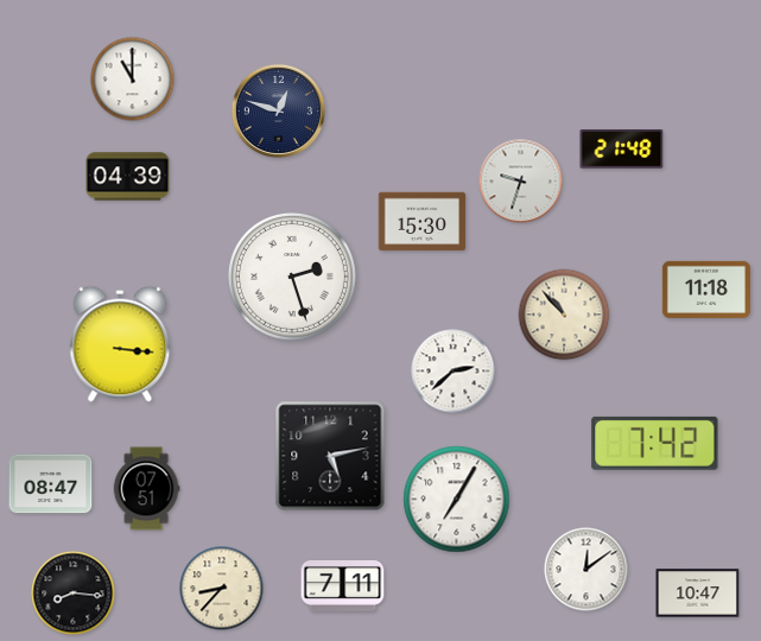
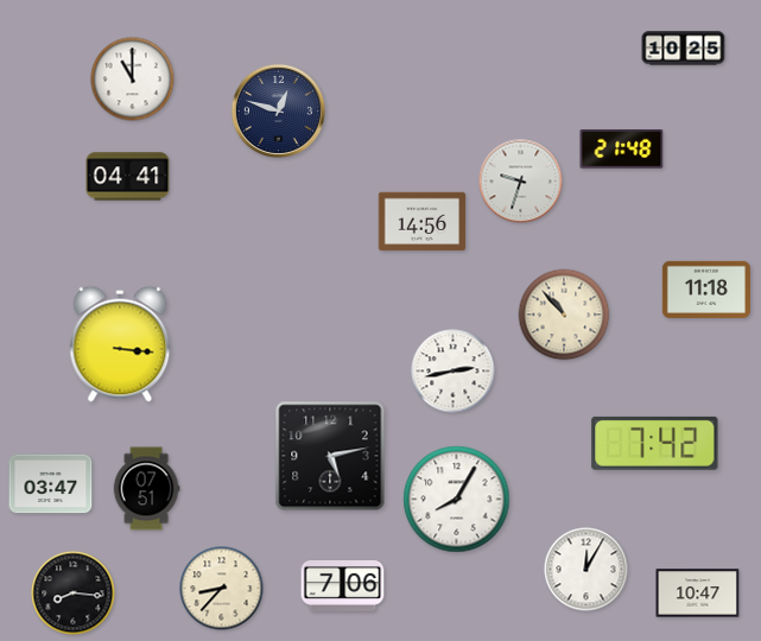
clock at (684, 49): none -> 10:25
clock at (128, 177): 04:39 -> 04:41
clock at (423, 222): 15:30 -> 14:56
clock at (292, 277): 2:27 -> none
clock at (454, 372): 2:38 -> 2:43
clock at (51, 484): 08:47 -> 03:47
clock at (457, 500): 7:05 -> 8:05
clock at (586, 570): 12:09 -> 12:05
clock at (343, 586): 7:11 -> 7:06
